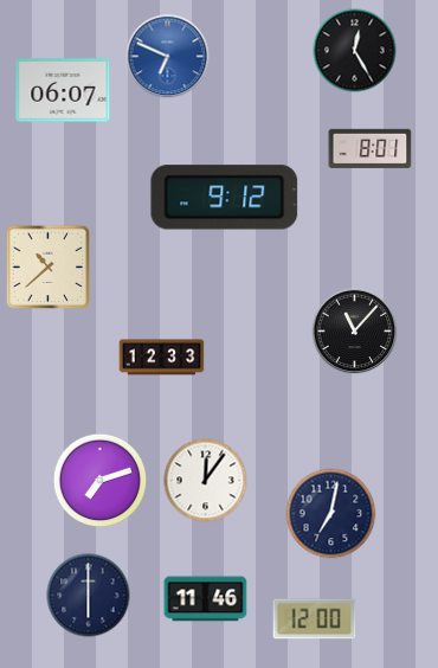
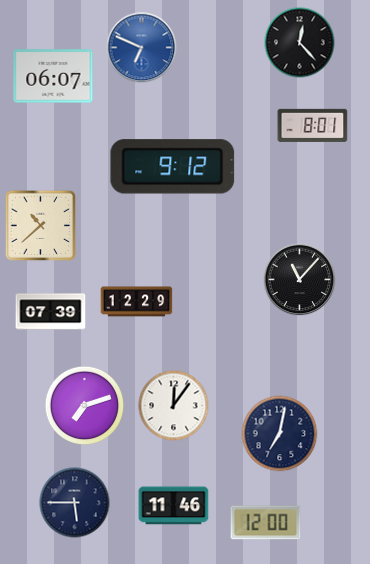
clock at (355, 51): 12:25 -> 12:23
clock at (225, 198) position: (225, 198) -> (173, 167)
clock at (162, 358): 12:33 -> 12:29
clock at (51, 312): none -> 07:39
clock at (89, 596): 6:00 -> 5:45
